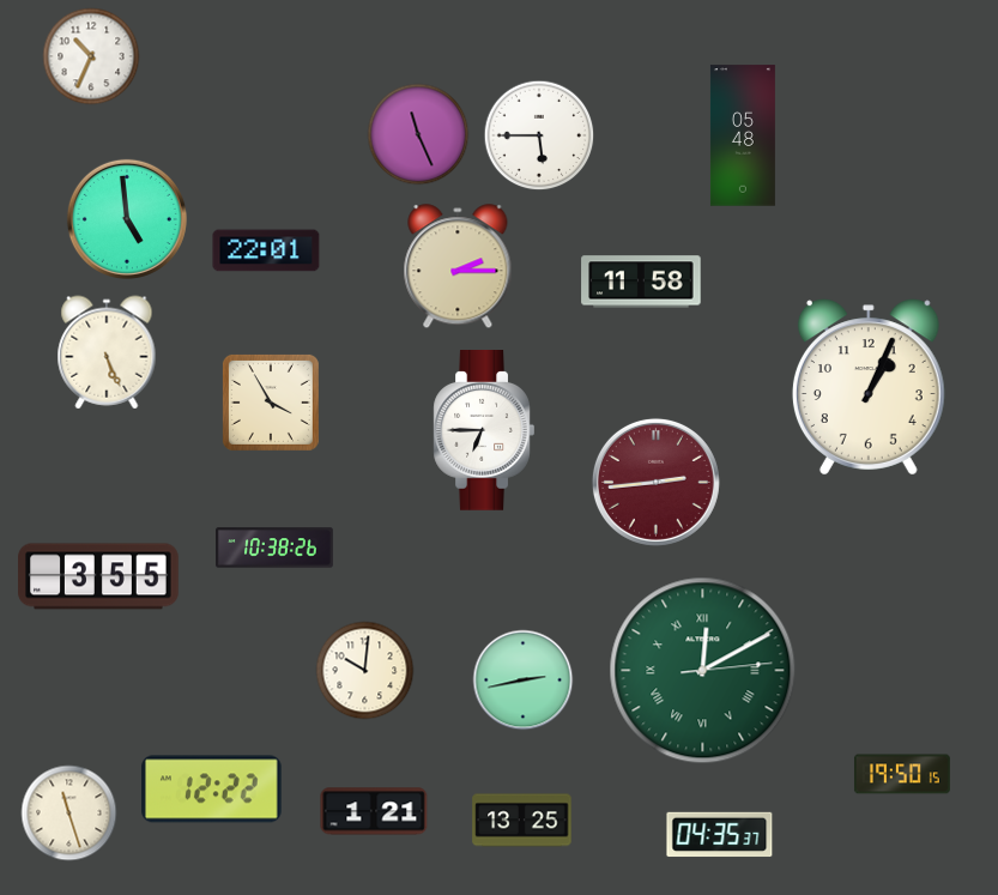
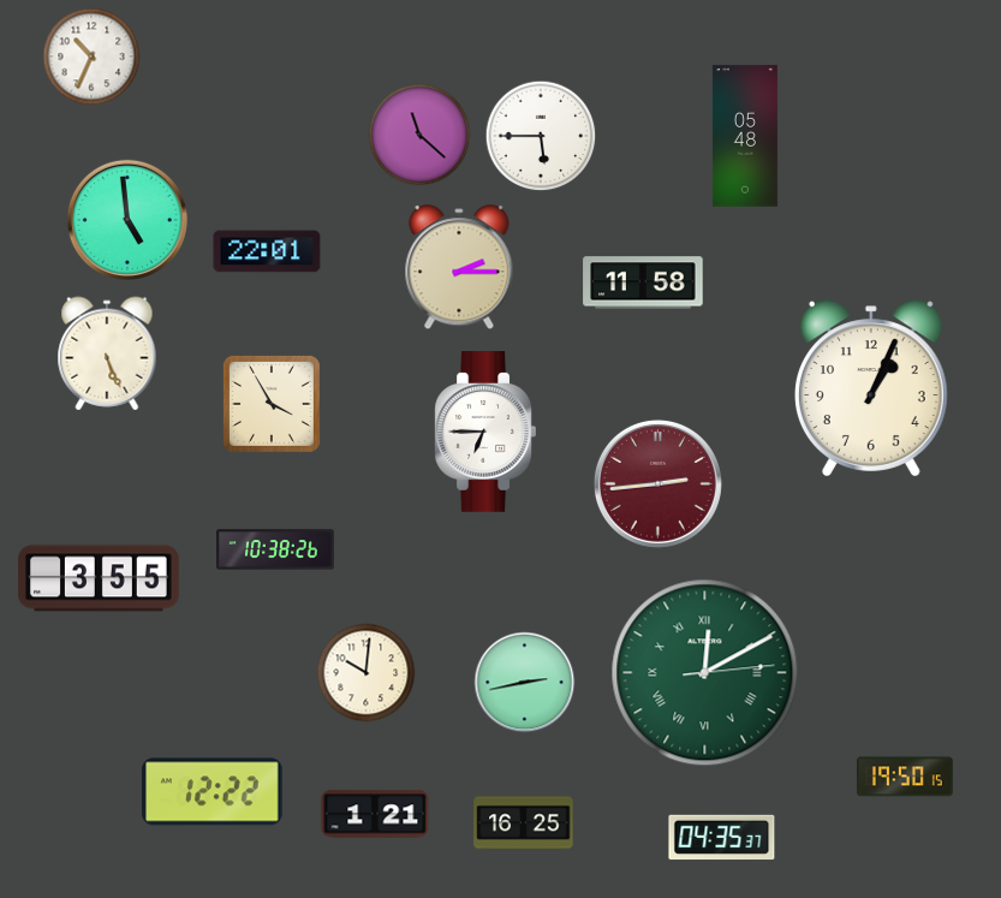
clock at (418, 134): 11:26 -> 11:22
clock at (69, 814): 11:27 -> none
clock at (522, 821): 13:25 -> 16:25
